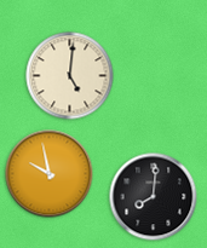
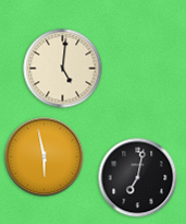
clock at (50, 174): 9:58 -> 5:58
clock at (154, 197): 8:01 -> 7:02
